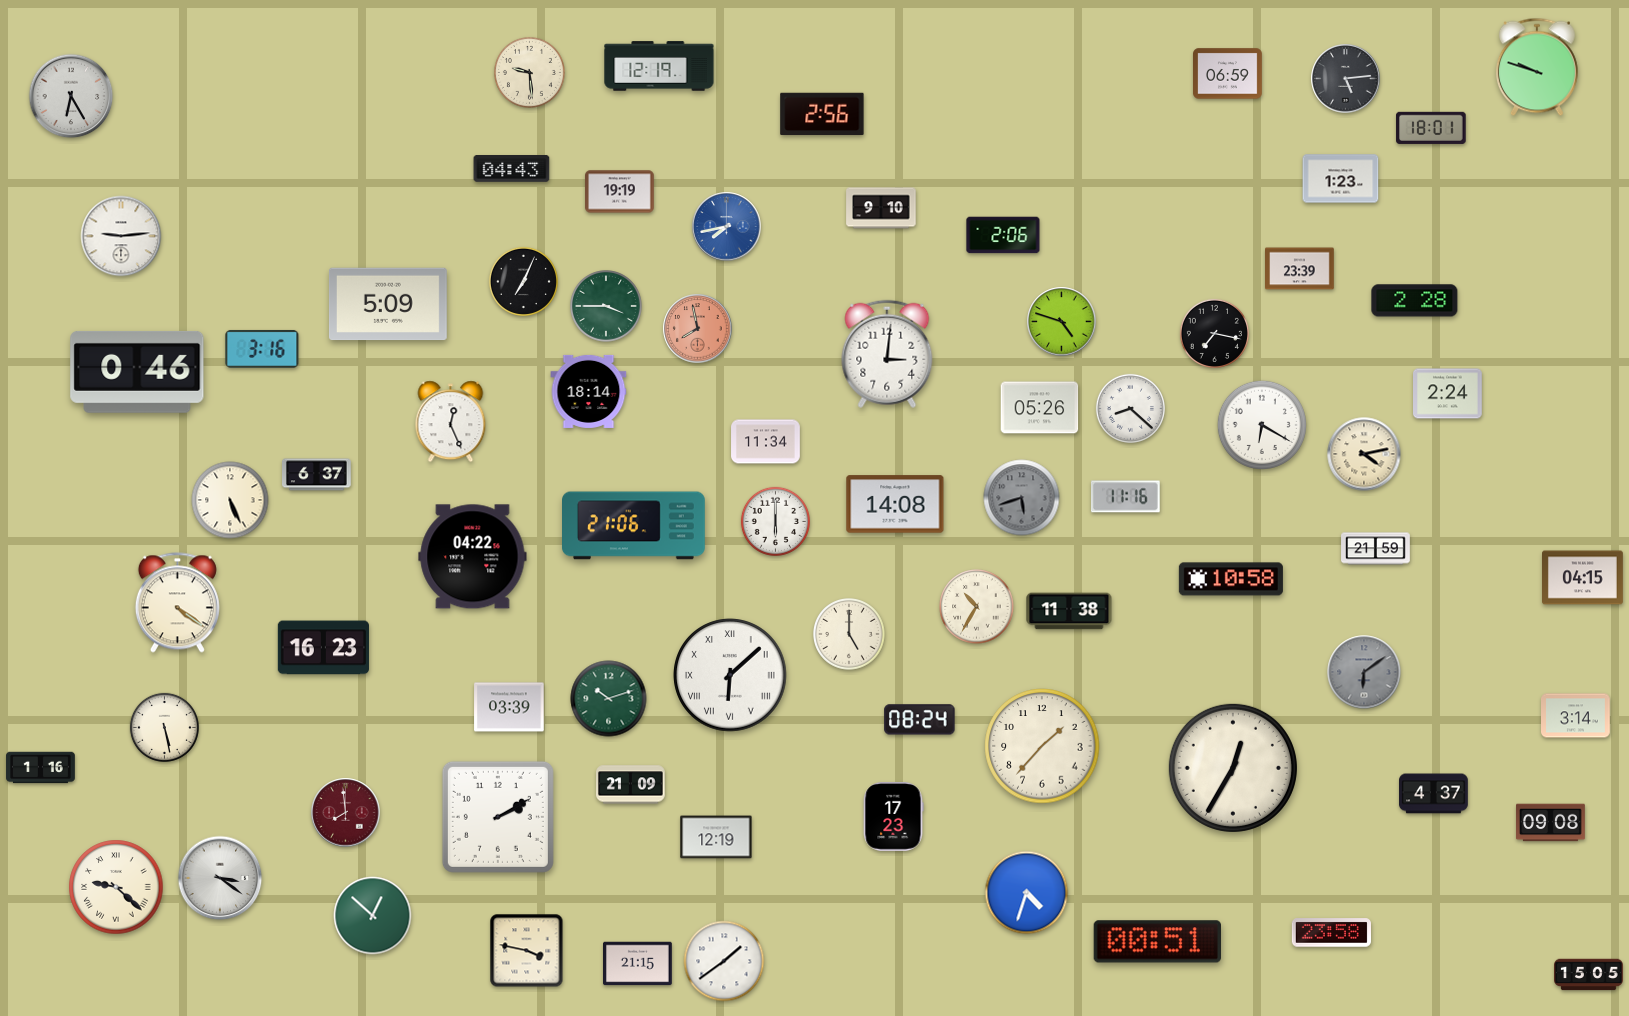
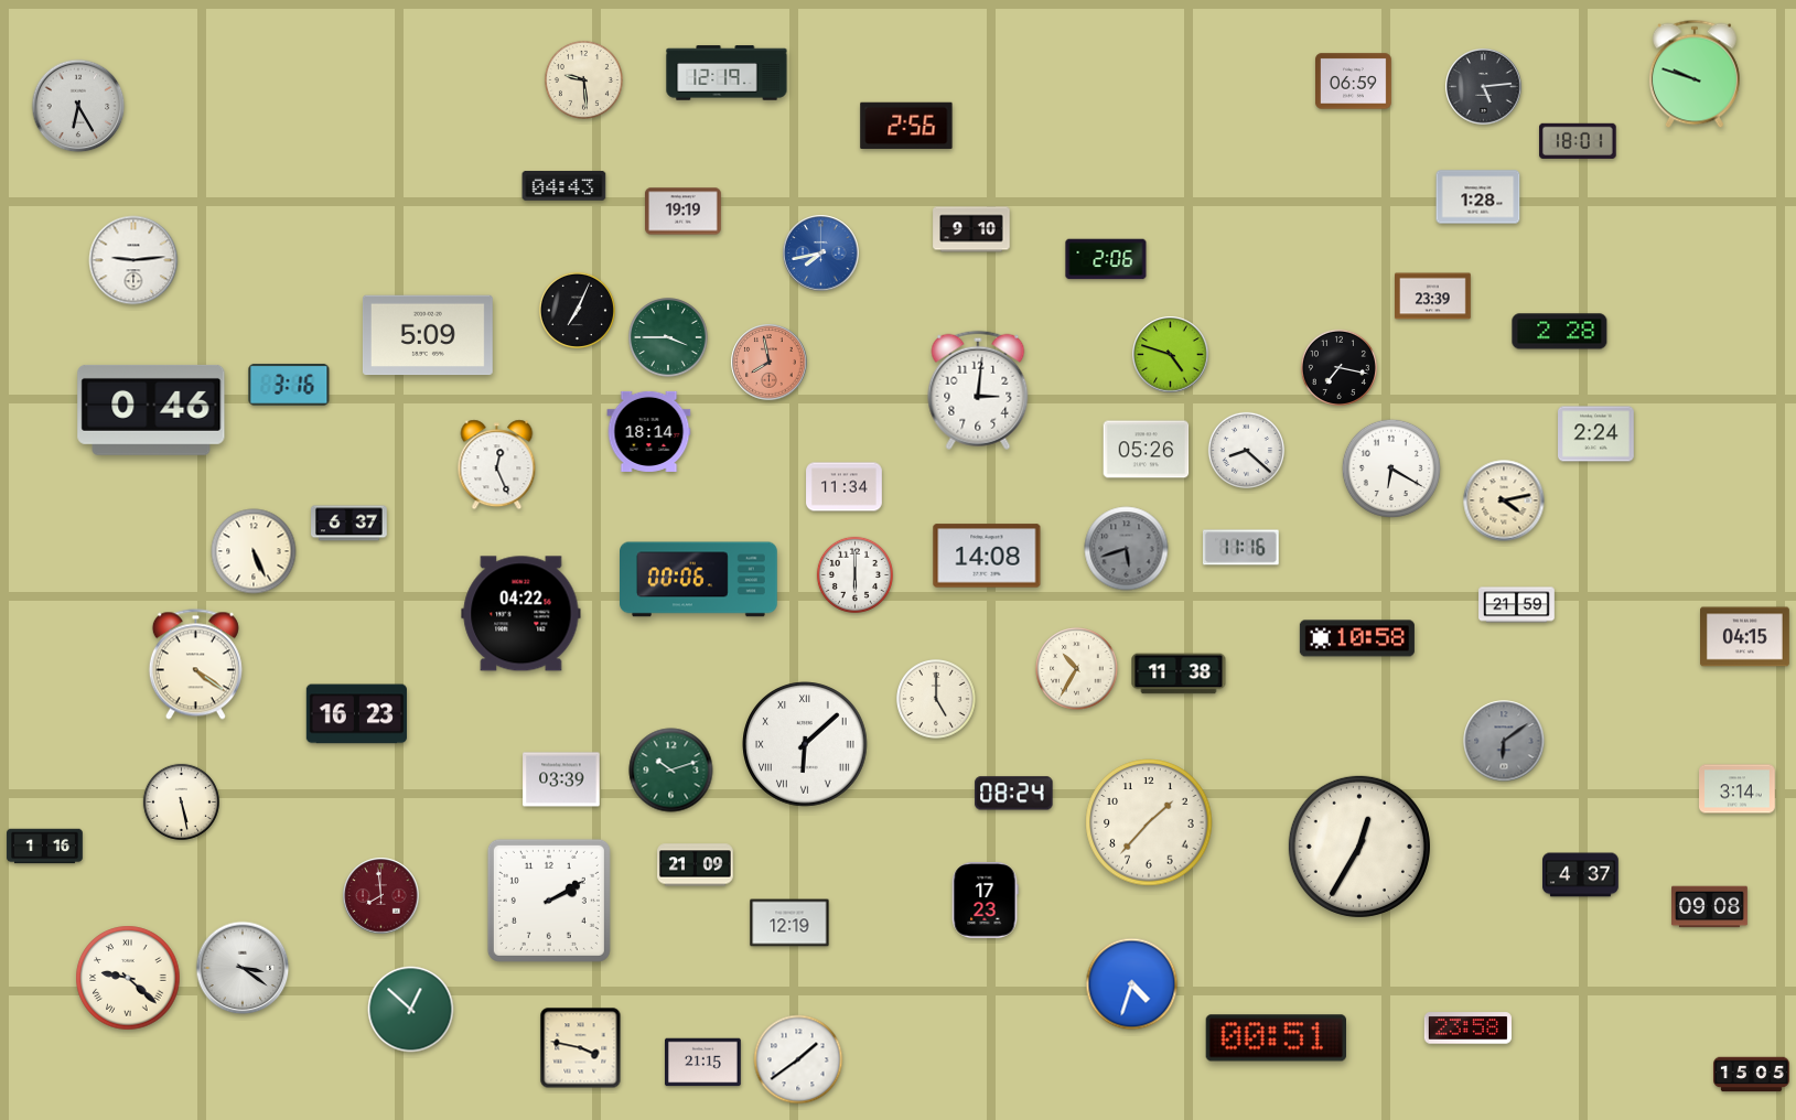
clock at (1341, 179): 1:23 -> 1:28
clock at (727, 227) position: (727, 227) -> (821, 254)
clock at (634, 526): 21:06 -> 00:06
